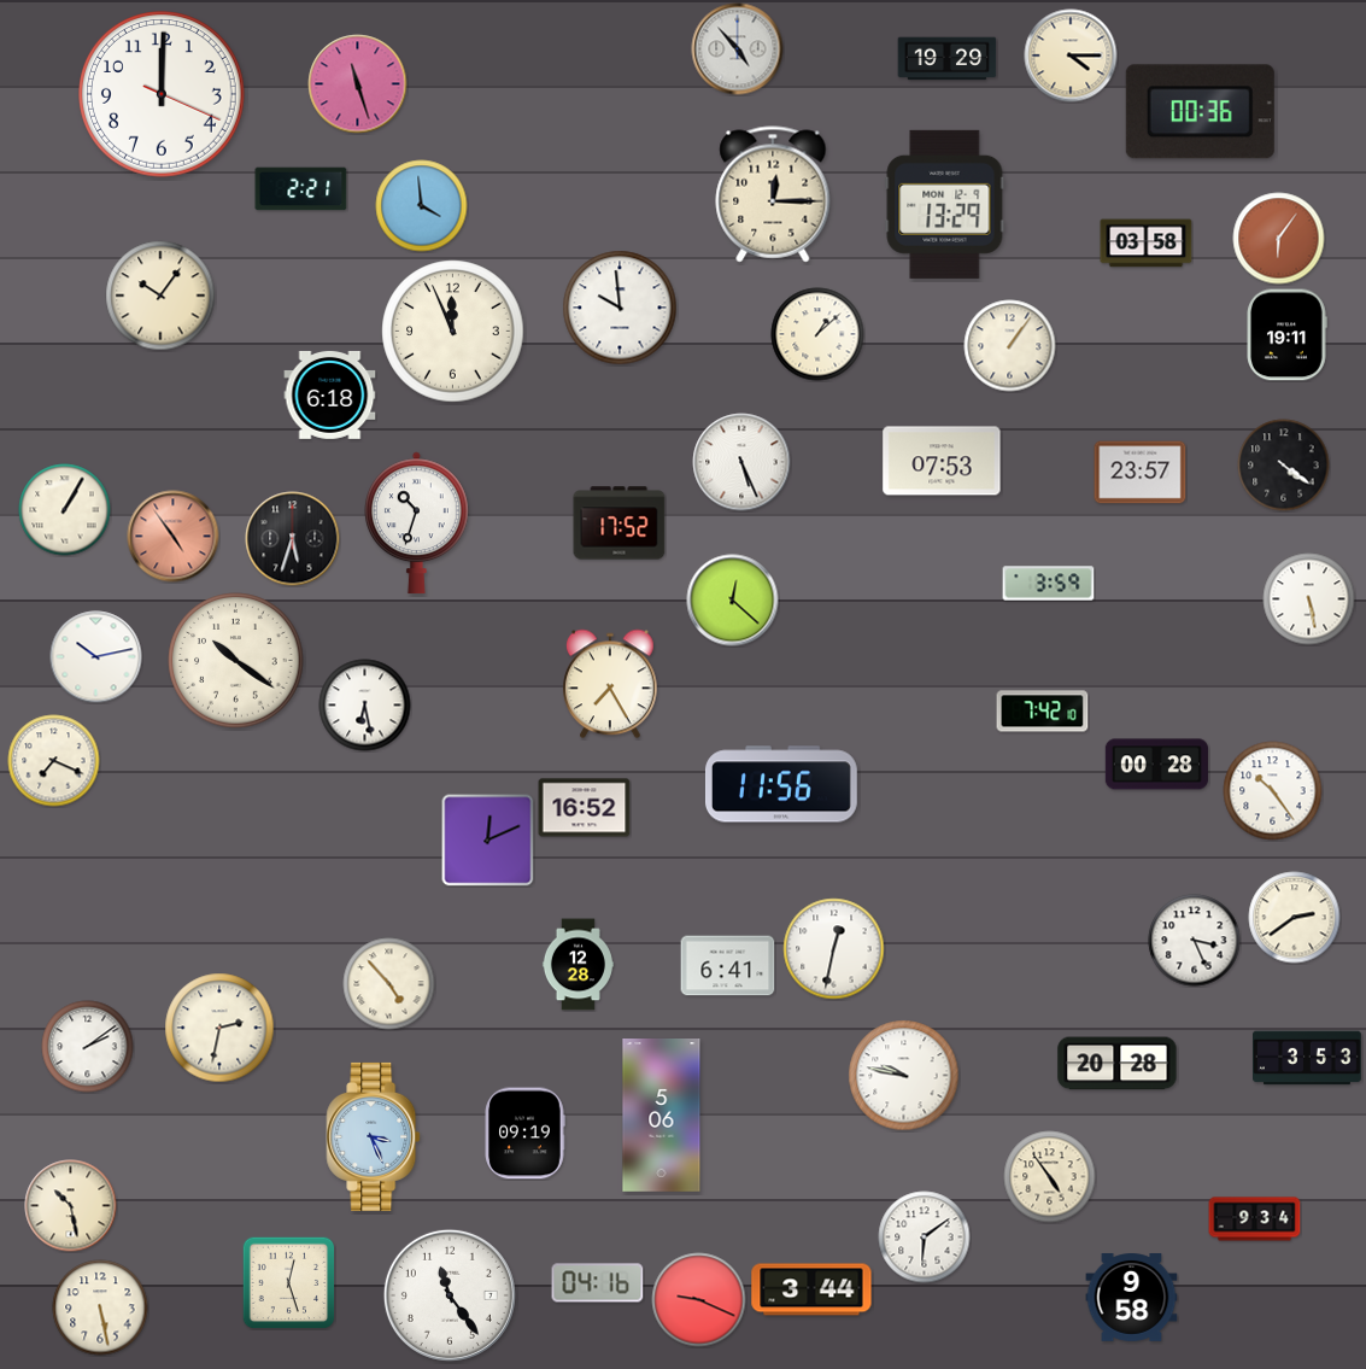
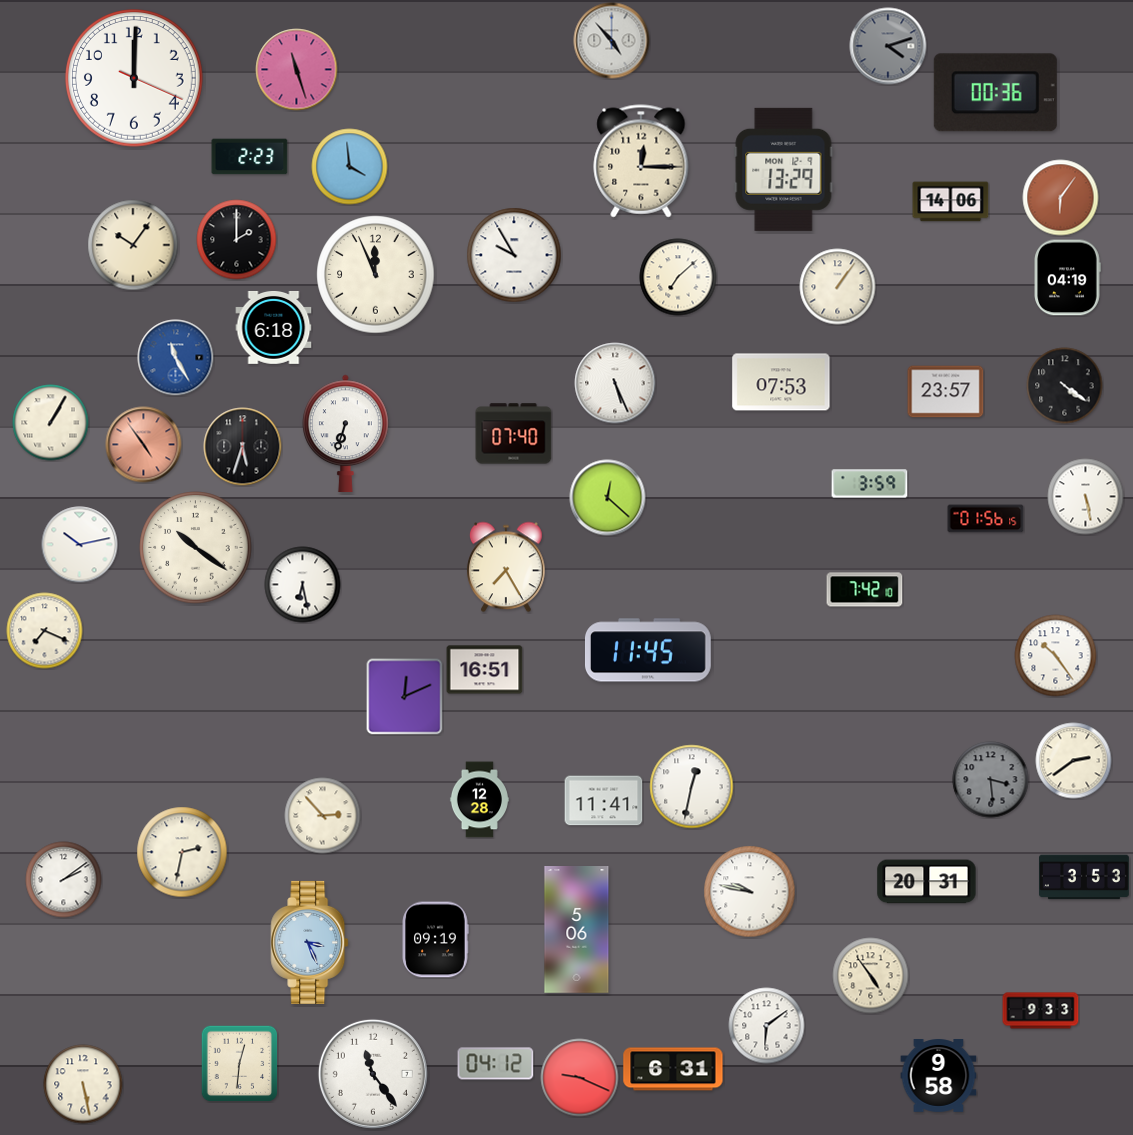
clock at (1071, 55): 4:15 -> 4:12
clock at (1071, 55) dial: cream -> grey
clock at (948, 59): 19:29 -> none
clock at (301, 189): 2:21 -> 2:23
clock at (422, 206) position: (422, 206) -> (350, 167)
clock at (1147, 244): 03:58 -> 14:06
clock at (237, 240): none -> 2:00
clock at (620, 308): 9:59 -> 9:55
clock at (817, 334): 1:08 -> 7:08
clock at (1286, 335): 19:11 -> 04:19
clock at (176, 358): none -> 11:25
clock at (65, 510) position: (65, 510) -> (51, 423)
clock at (417, 523): 10:33 -> 6:33
clock at (620, 523): 17:52 -> 07:40
clock at (986, 519): none -> 01:56
clock at (1156, 765): 00:28 -> none
clock at (781, 784): 11:56 -> 11:45
clock at (585, 808): 16:52 -> 16:51
clock at (1195, 941): 3:26 -> 3:29
clock at (1195, 941) dial: white -> grey
clock at (728, 966): 6:41 -> 11:41
clock at (389, 984): 4:53 -> 2:53
clock at (88, 1047) position: (88, 1047) -> (64, 880)
clock at (1118, 1064): 20:28 -> 20:31
clock at (662, 1116) position: (662, 1116) -> (577, 930)
clock at (71, 1206): 10:28 -> none
clock at (1255, 1219): 9:34 -> 9:33
clock at (288, 1282): 12:27 -> 12:31
clock at (598, 1283): 04:16 -> 04:12
clock at (811, 1289): 3:44 -> 6:31
